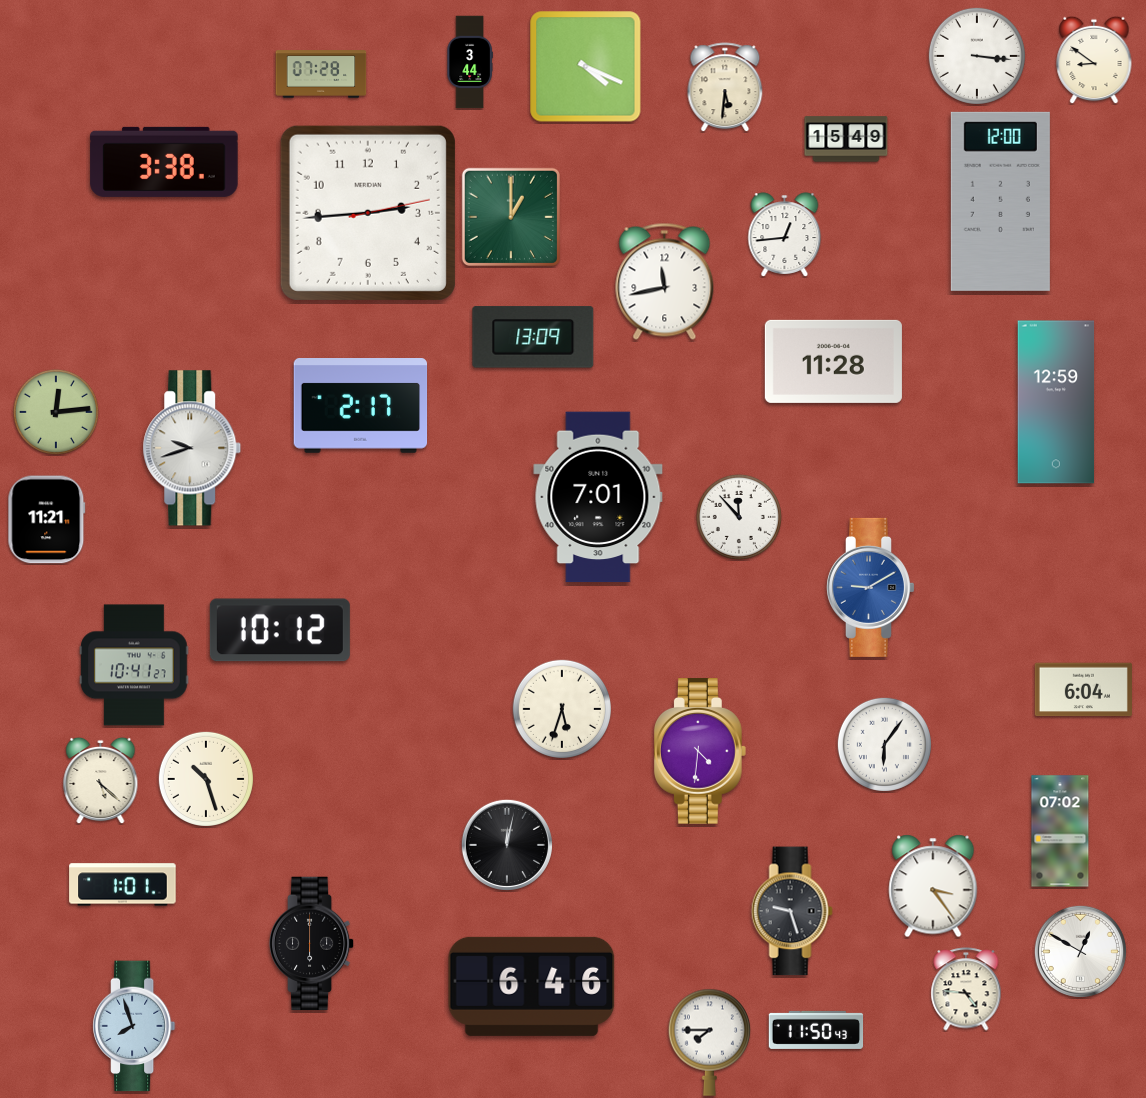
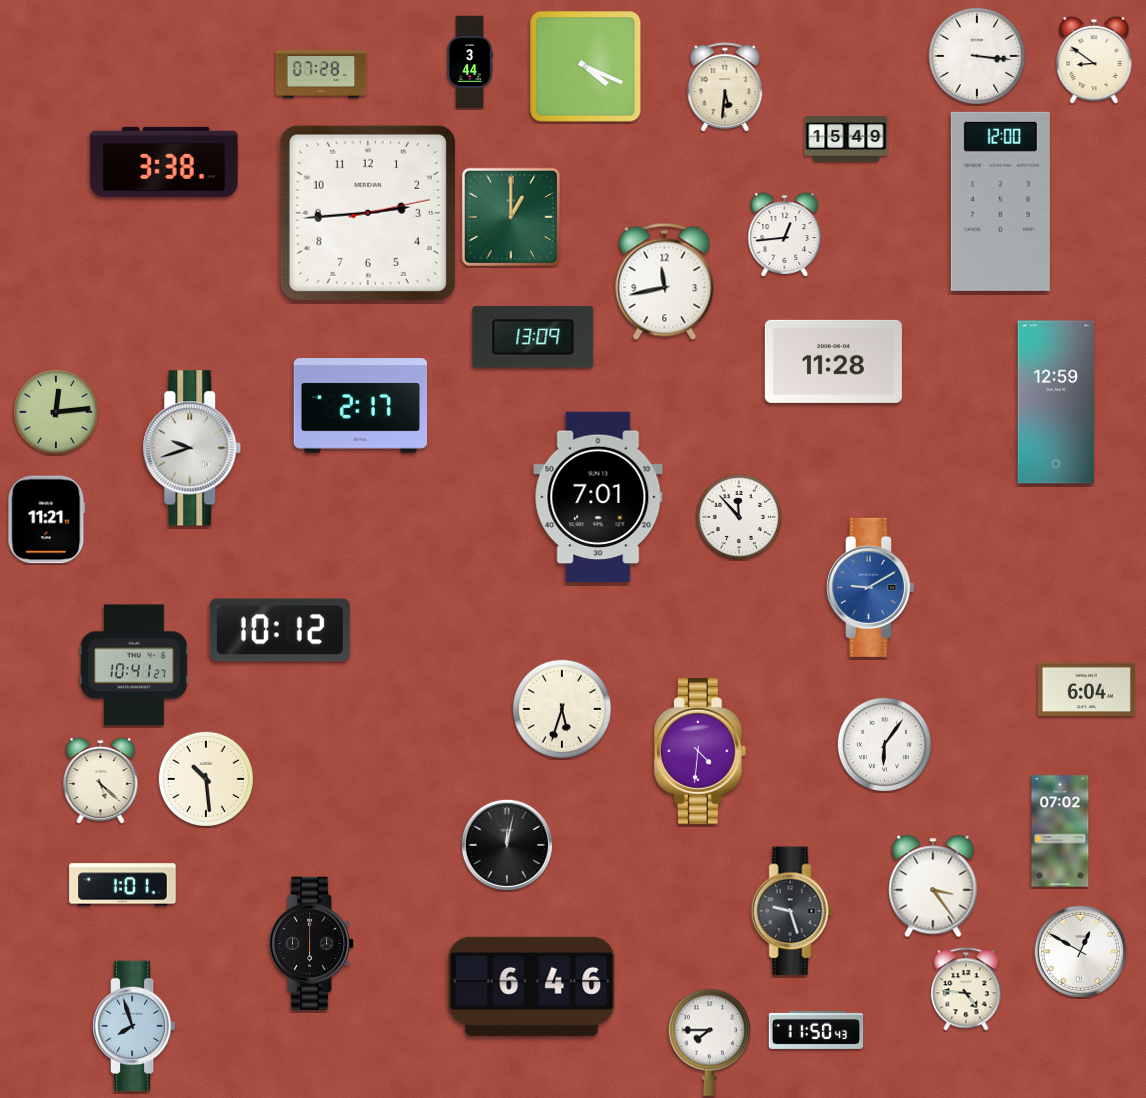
clock at (1083, 690) position: (1083, 690) -> (1086, 690)
clock at (206, 779): 10:27 -> 10:29
